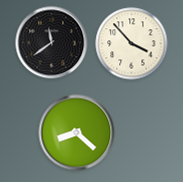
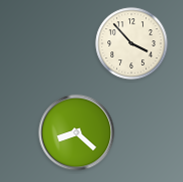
clock at (52, 43): 11:39 -> none
